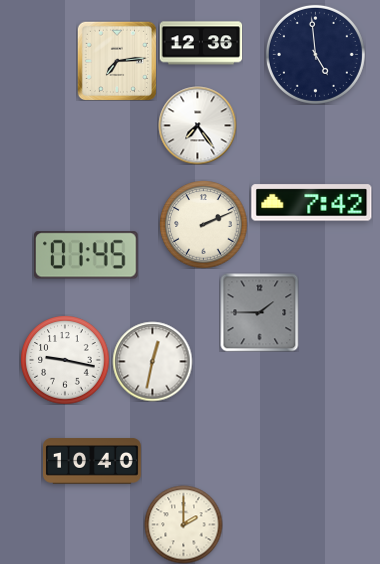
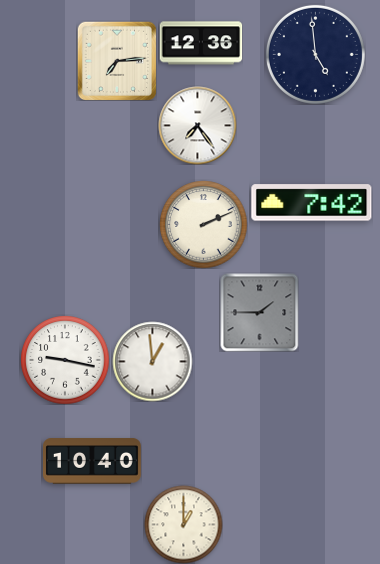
clock at (86, 255): 01:45 -> none
clock at (152, 361): 12:32 -> 12:59
clock at (183, 524): 2:00 -> 1:00
